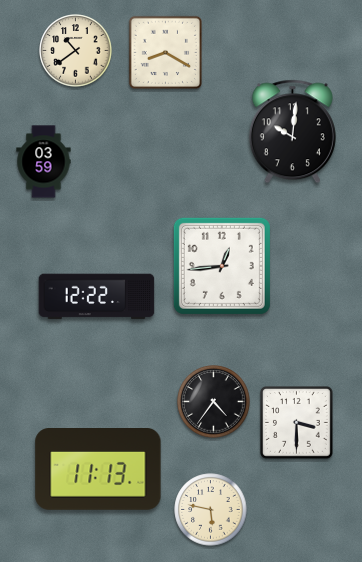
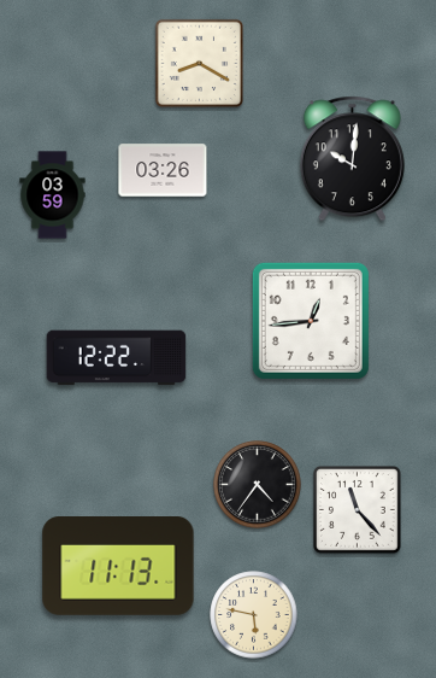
clock at (76, 51): 10:39 -> none
clock at (163, 170): none -> 03:26
clock at (222, 266) position: (222, 266) -> (311, 321)
clock at (297, 423): 3:30 -> 11:23
